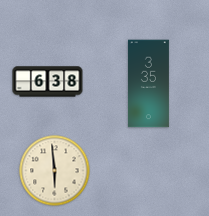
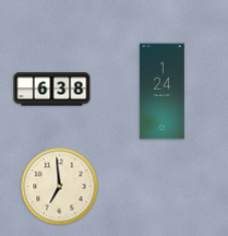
clock at (148, 84): 3:35 -> 1:24
clock at (55, 171): 5:59 -> 6:59
